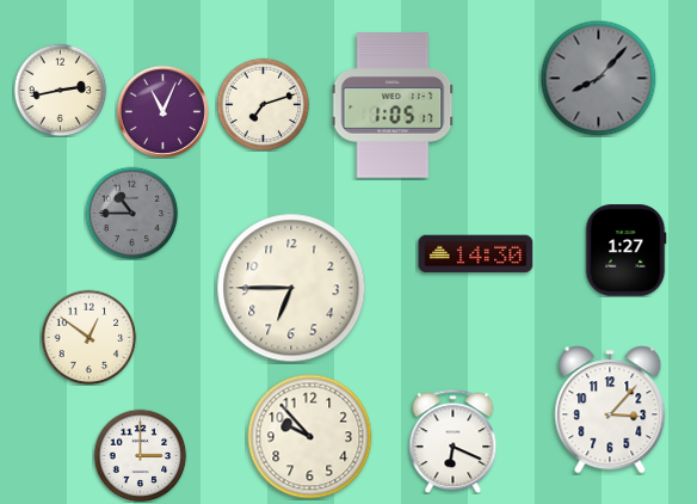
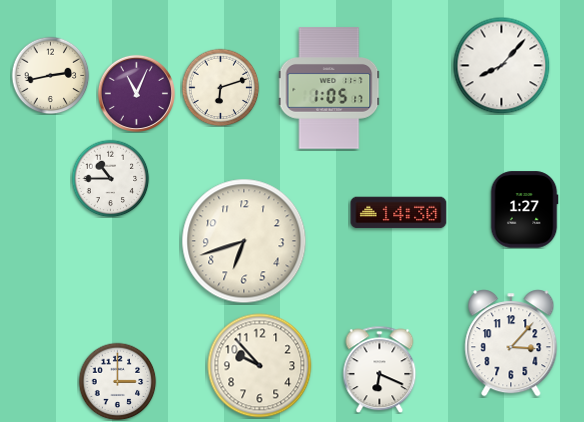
clock at (598, 78) dial: grey -> white
clock at (263, 104): 7:12 -> 6:12
clock at (131, 213) dial: grey -> white
clock at (291, 288): 6:45 -> 6:42
clock at (88, 337): 12:51 -> none
